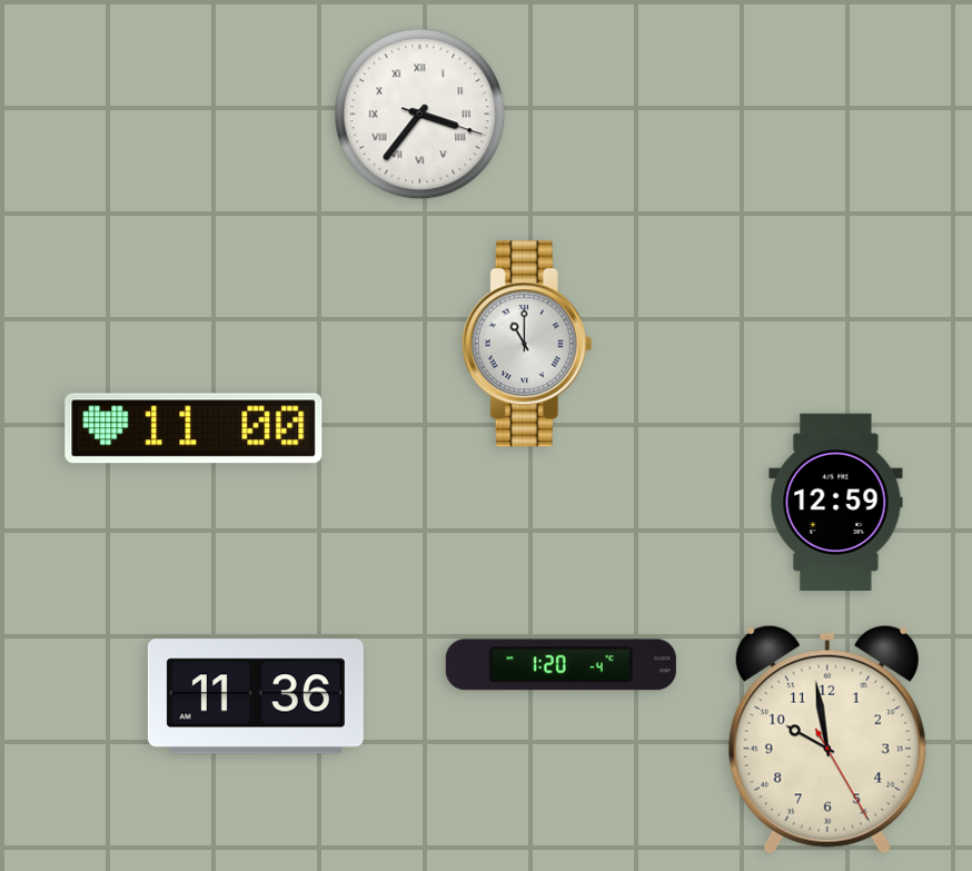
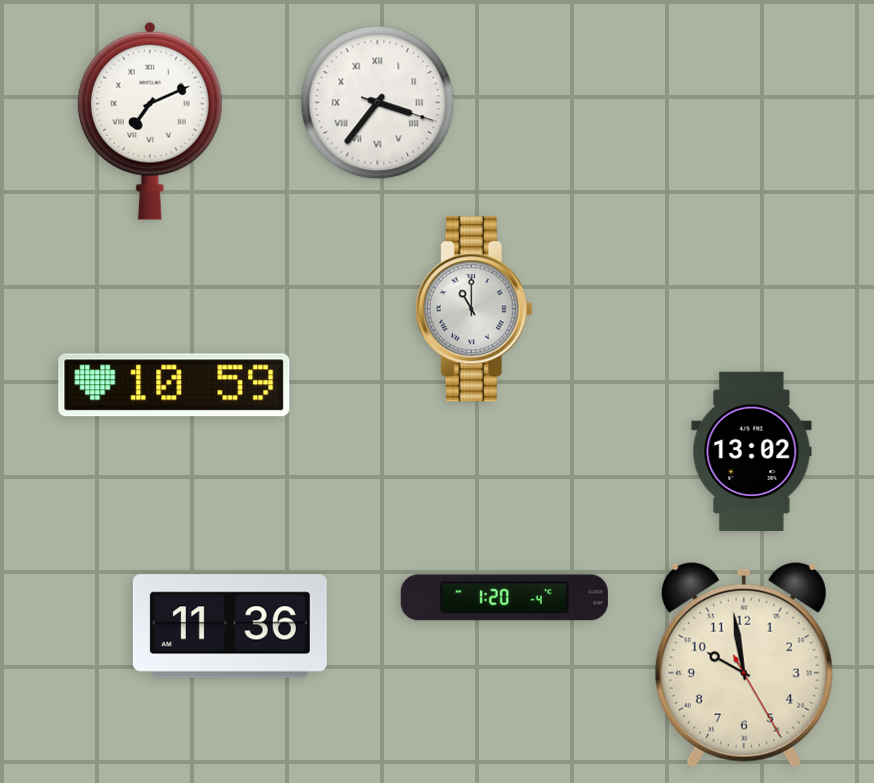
clock at (150, 121): none -> 7:11
clock at (194, 428): 11:00 -> 10:59
clock at (836, 503): 12:59 -> 13:02
